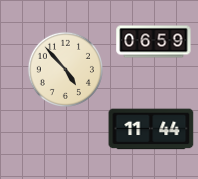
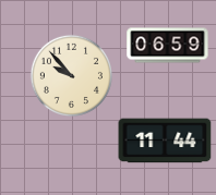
clock at (65, 69): 4:53 -> 9:53
